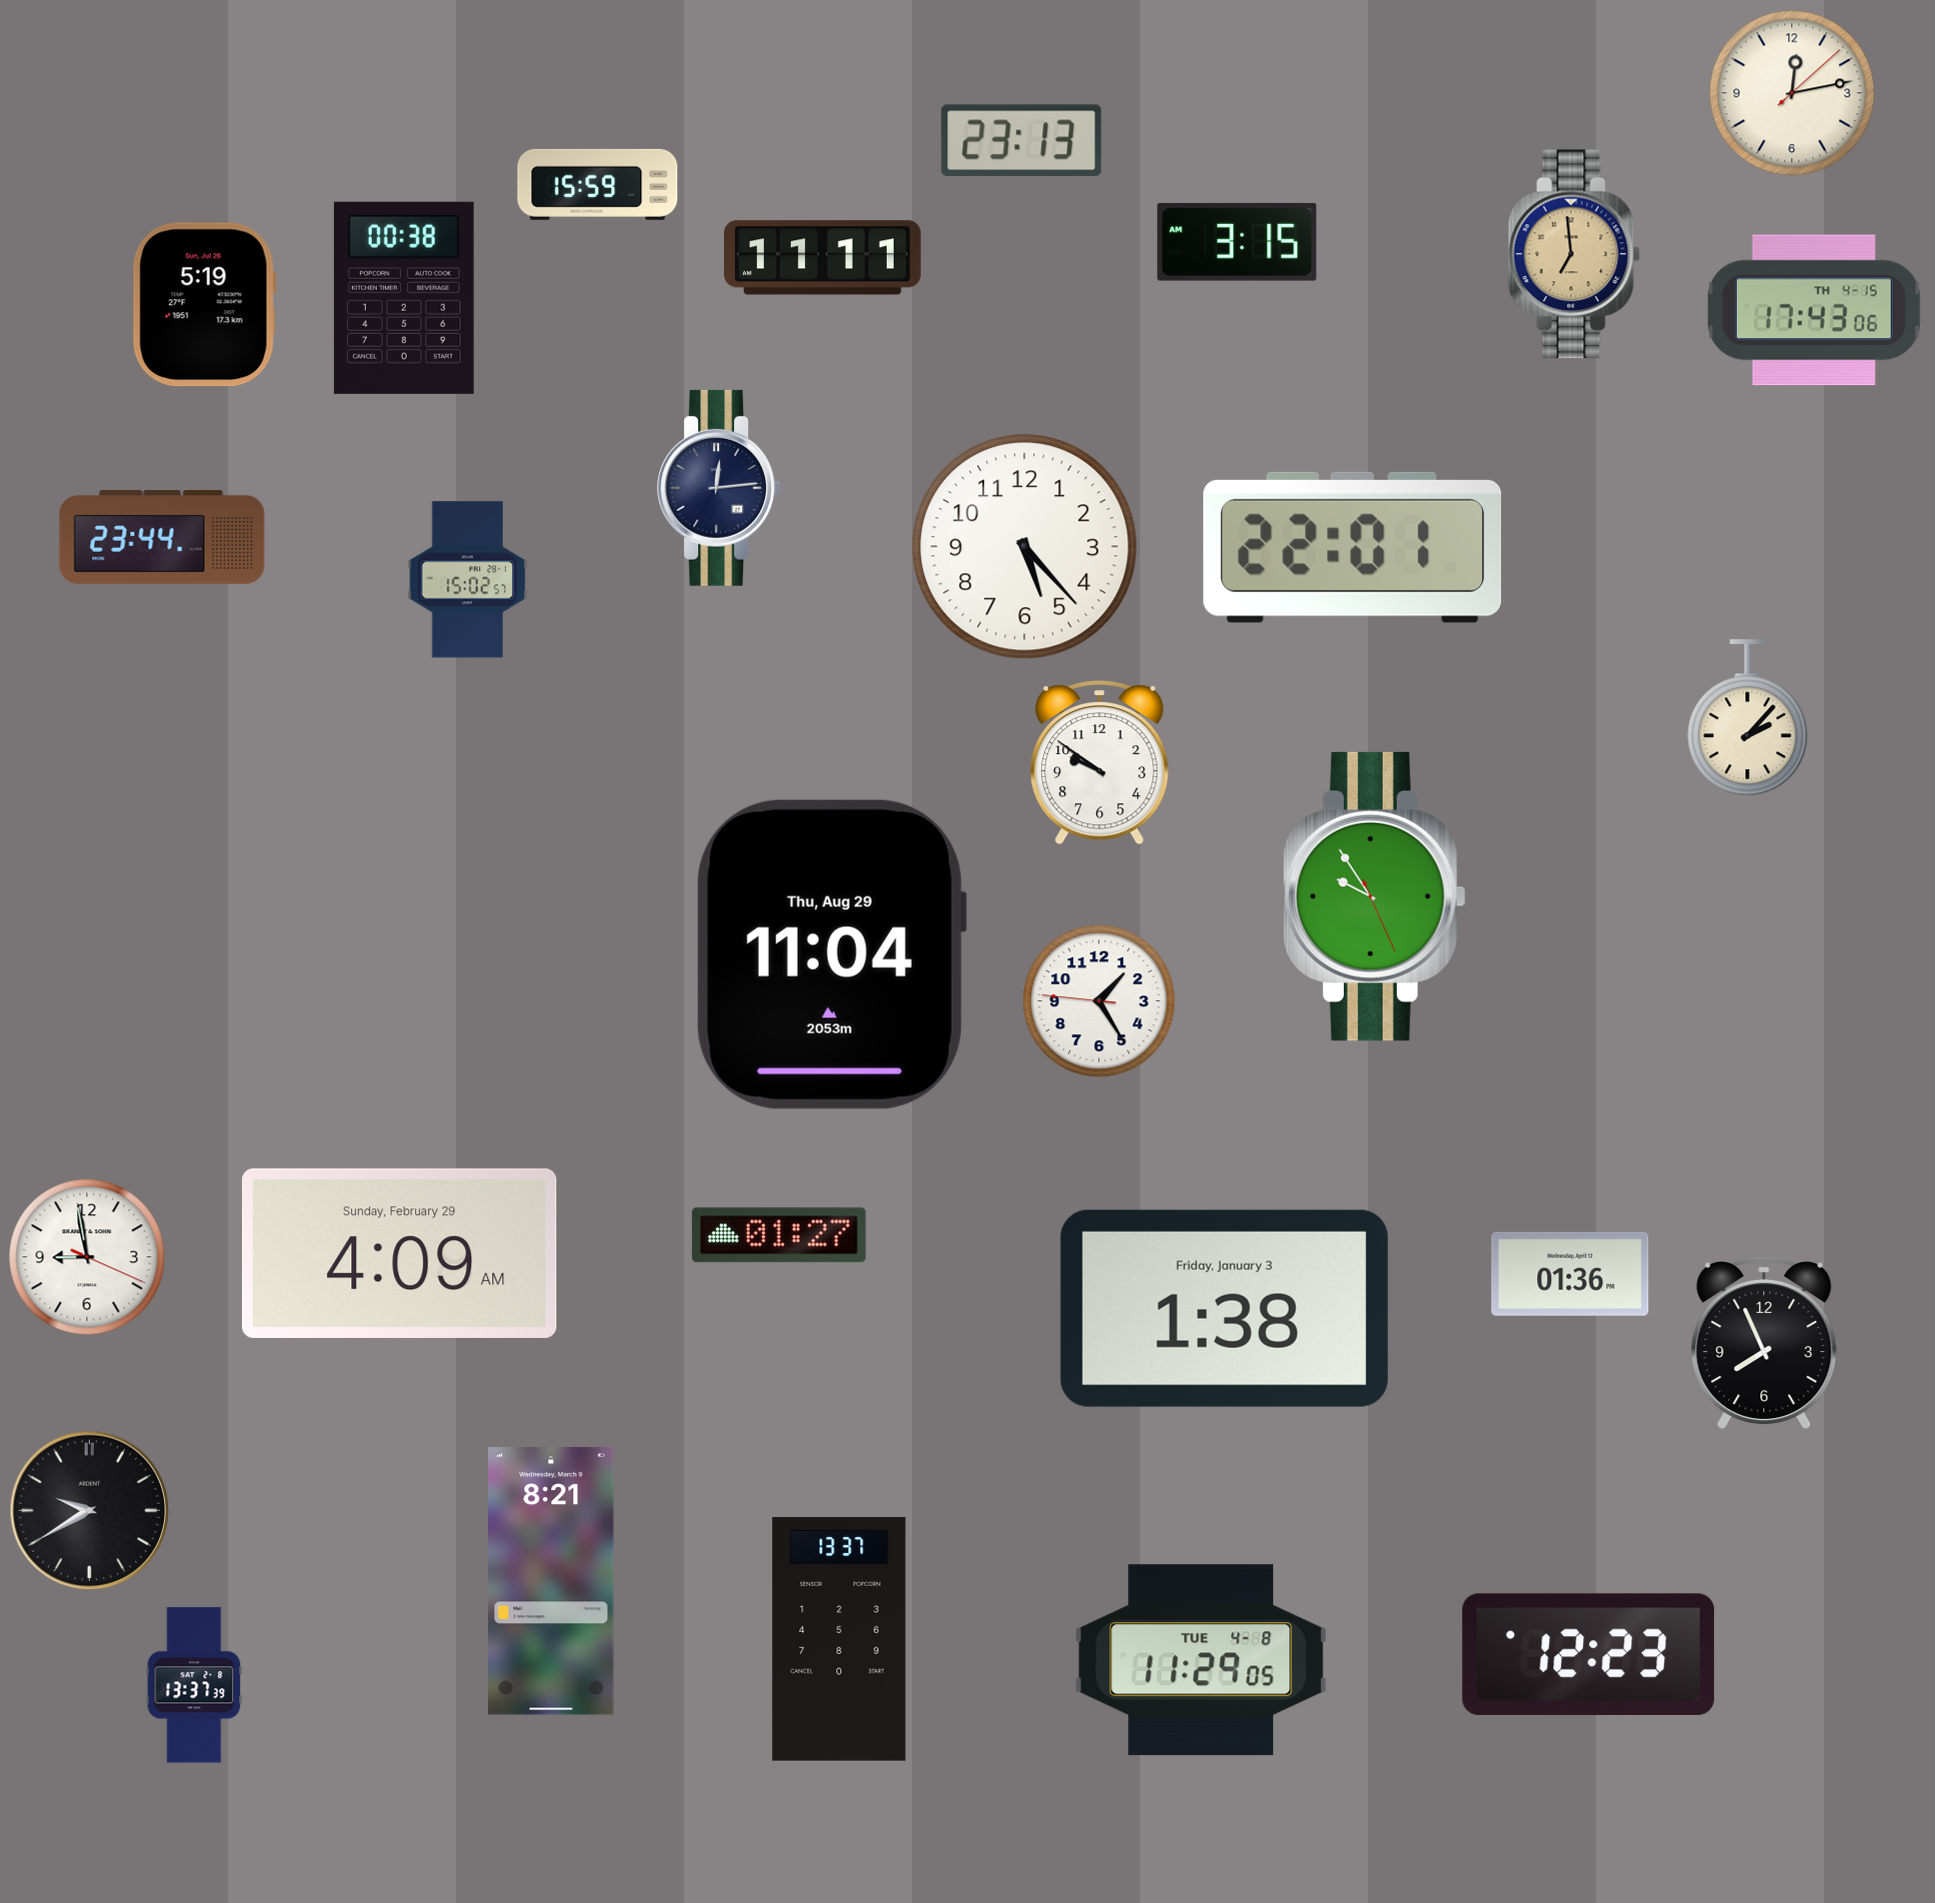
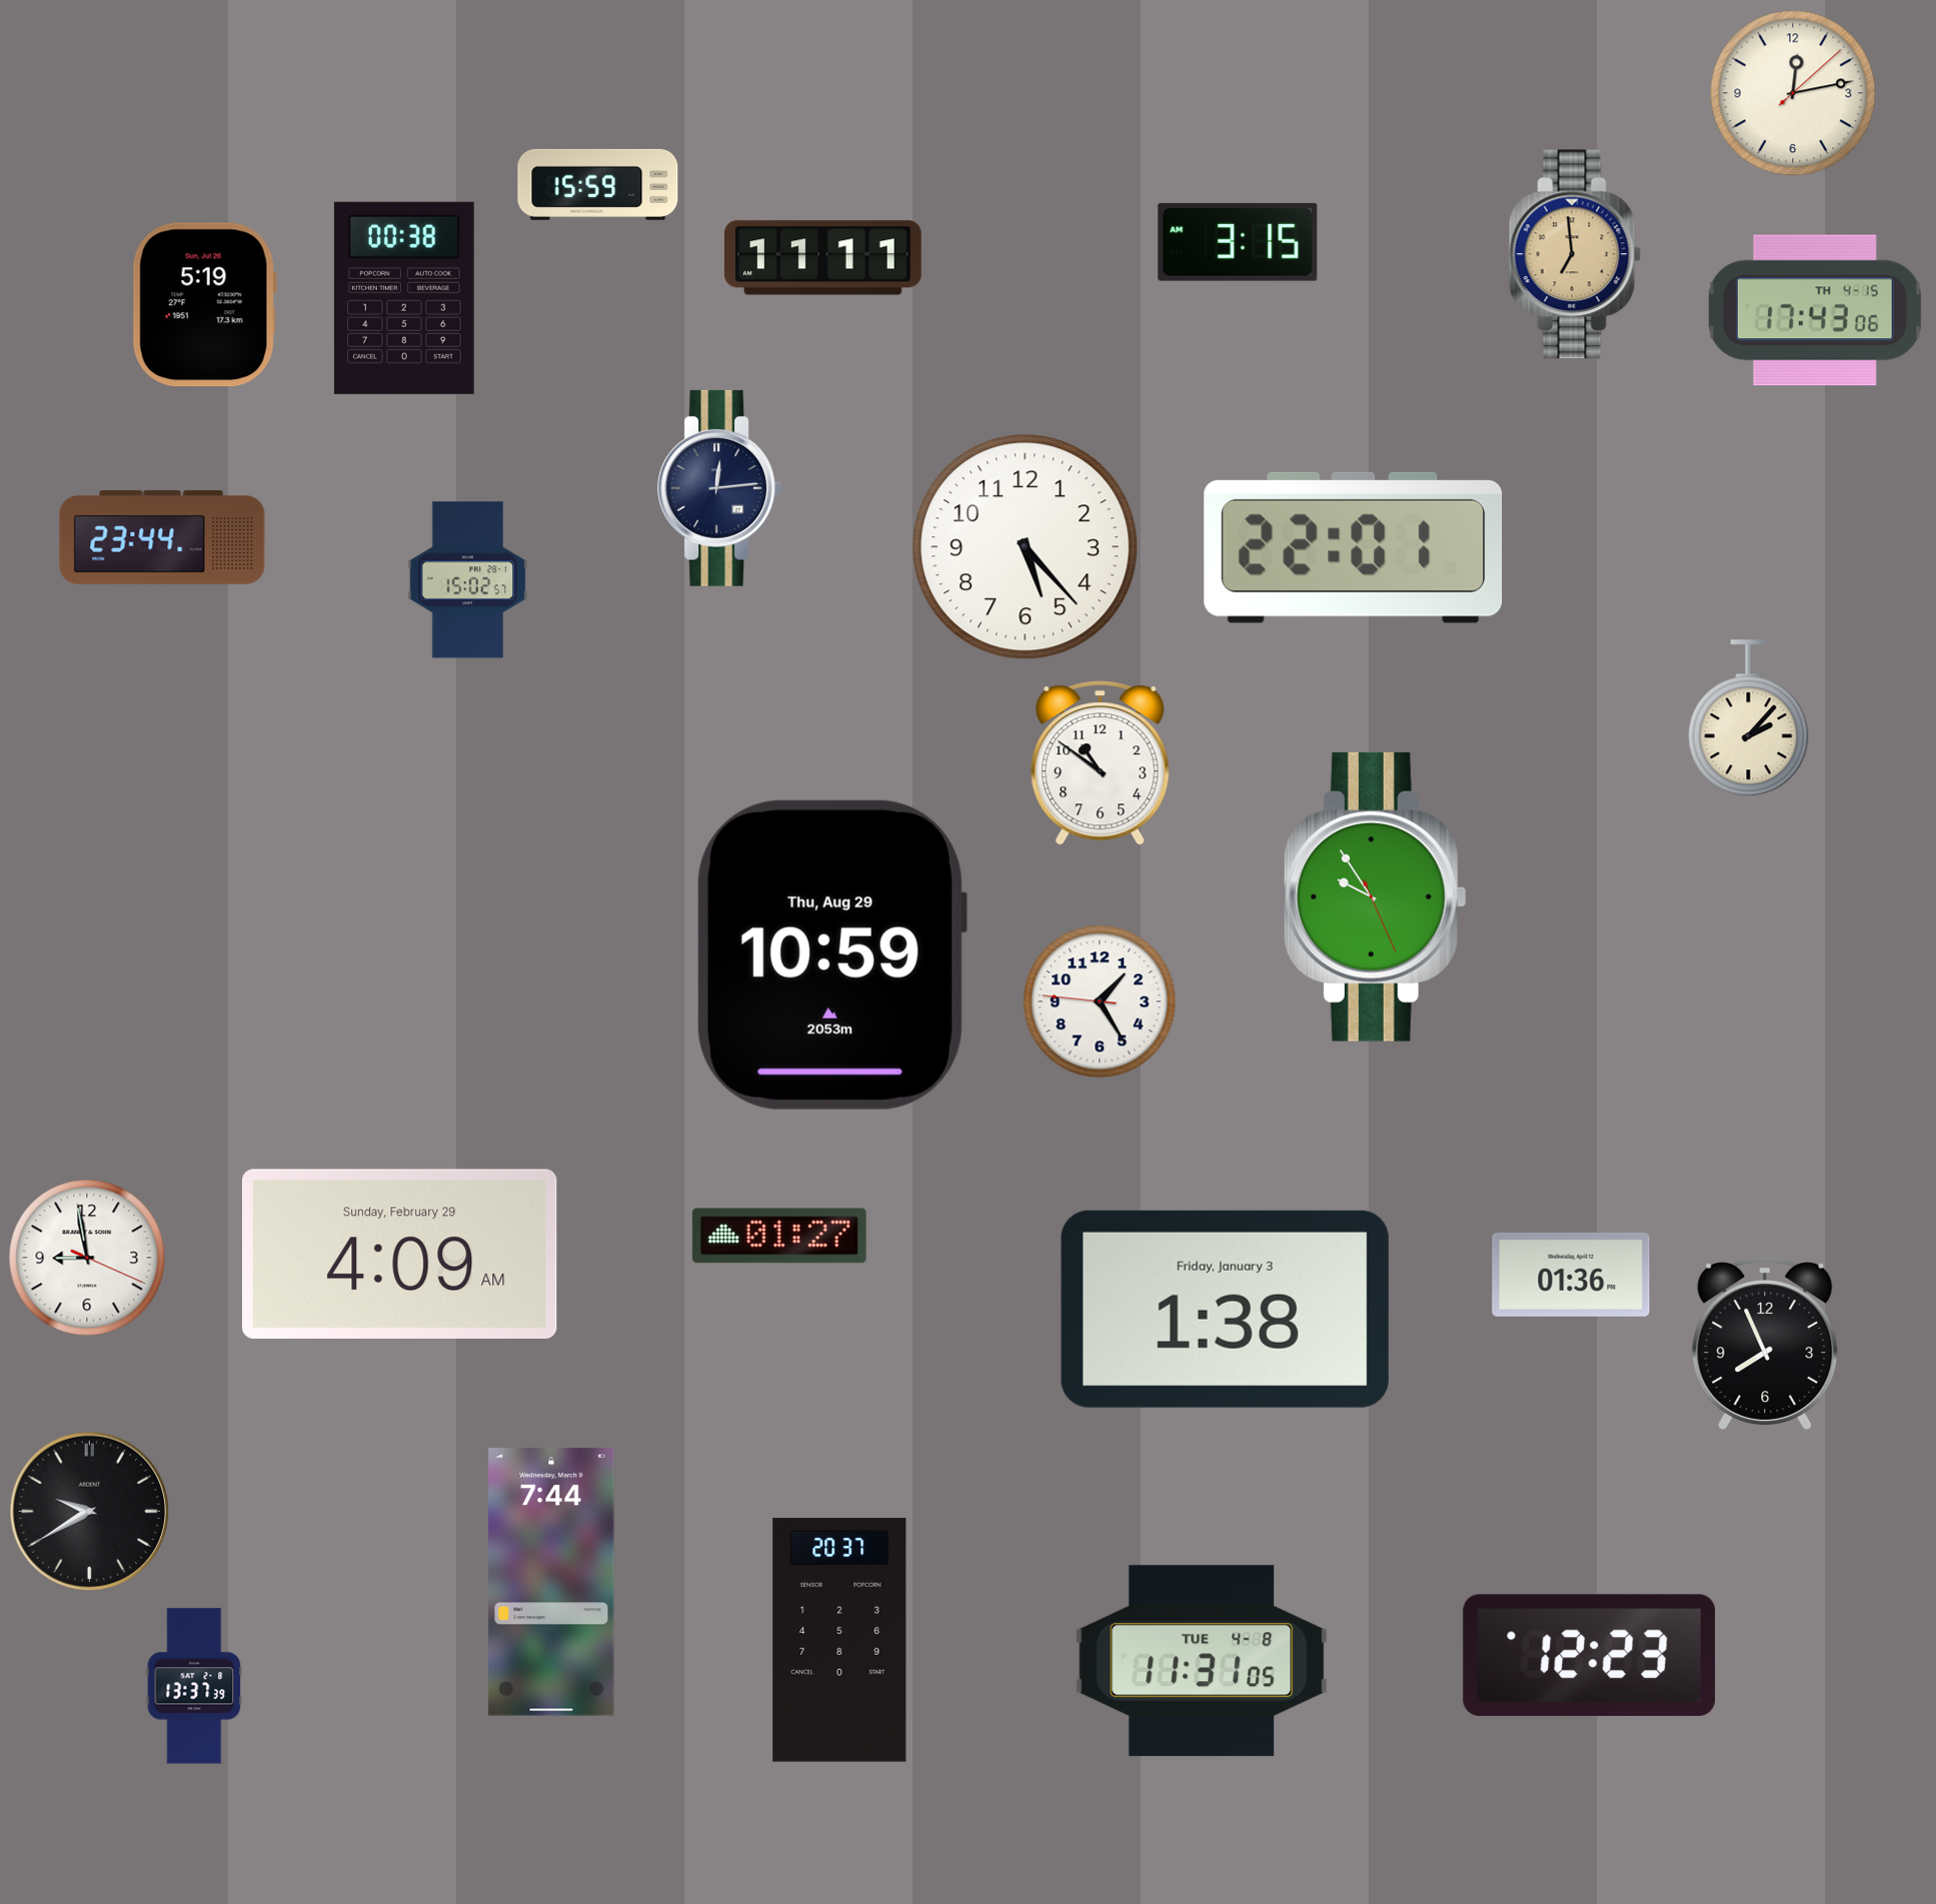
clock at (1022, 140): 23:13 -> none
clock at (1100, 763): 9:51 -> 10:51
clock at (831, 954): 11:04 -> 10:59
clock at (551, 1581): 8:21 -> 7:44
clock at (839, 1639): 13:37 -> 20:37
clock at (1201, 1660): 11:29 -> 11:31
